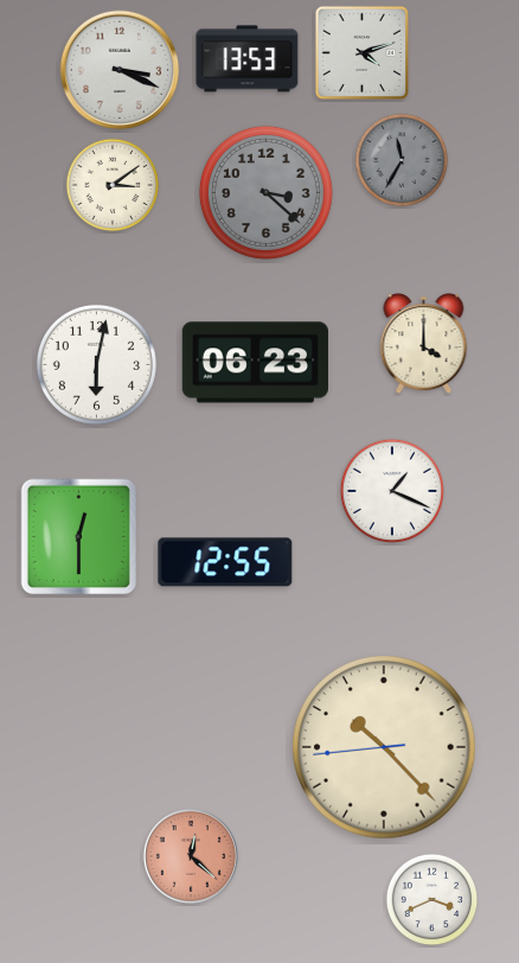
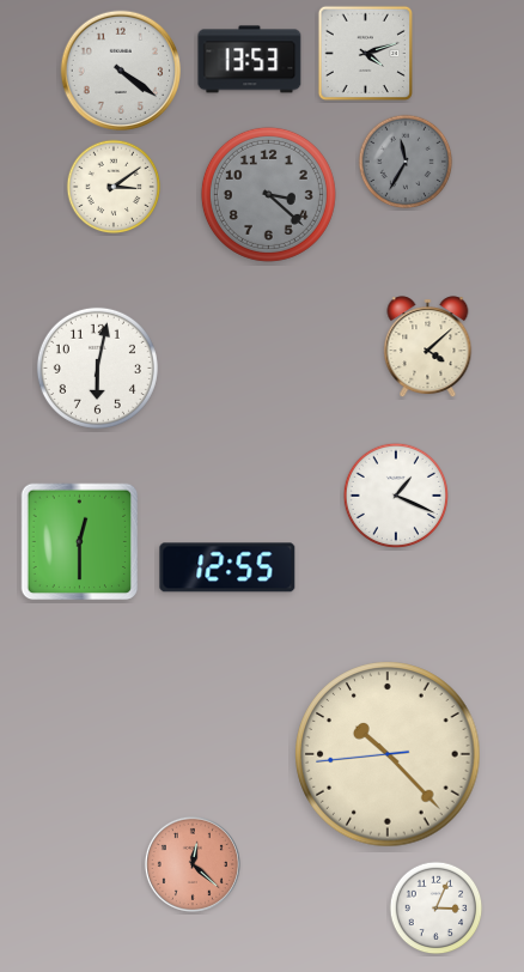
clock at (120, 70): 3:19 -> 4:21
clock at (424, 344): 4:00 -> 4:08
clock at (255, 363): 06:23 -> none
clock at (432, 900): 3:41 -> 3:04
